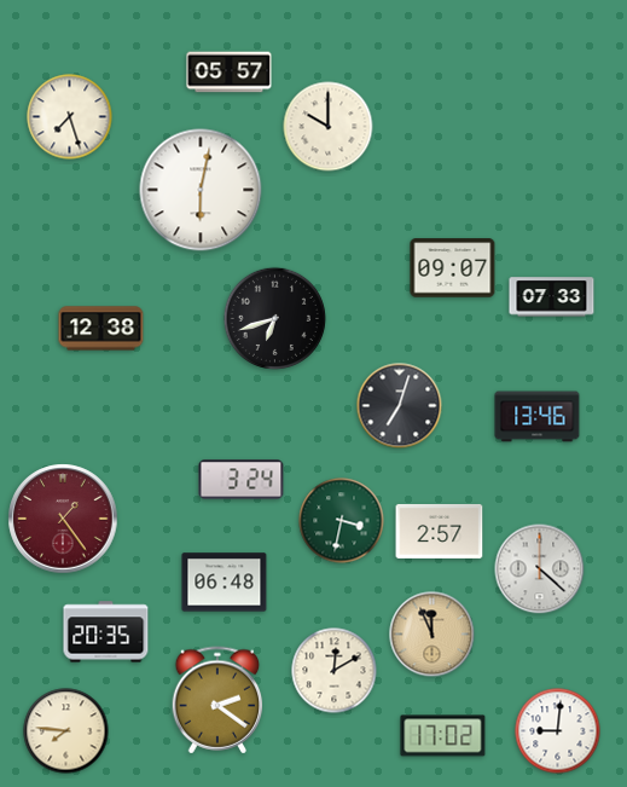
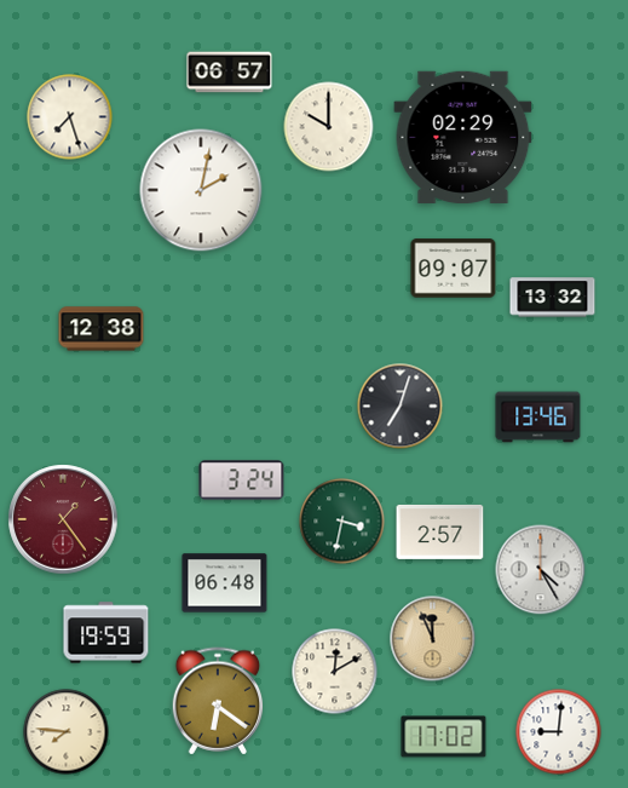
clock at (230, 73): 05:57 -> 06:57
clock at (463, 137): none -> 02:29
clock at (201, 190): 6:02 -> 2:02
clock at (552, 297): 07:33 -> 13:32
clock at (274, 318): 6:42 -> none
clock at (540, 569): 4:22 -> 4:25
clock at (106, 632): 20:35 -> 19:59
clock at (432, 635) position: (432, 635) -> (433, 639)
clock at (217, 700): 2:21 -> 6:21
